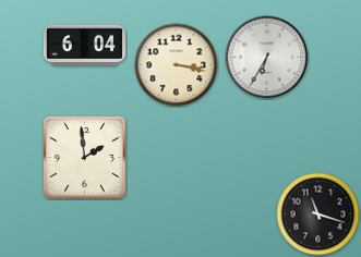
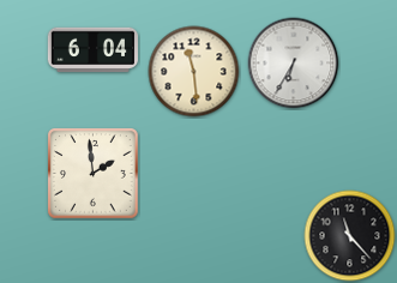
clock at (177, 65): 3:17 -> 11:29
clock at (318, 215): 11:18 -> 11:23
